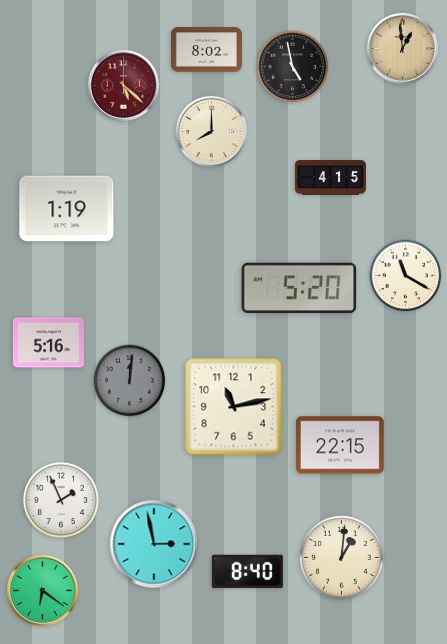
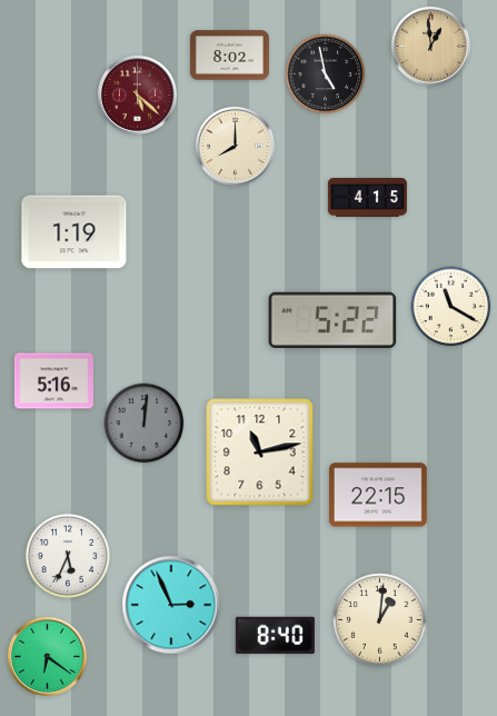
clock at (402, 48) position: (402, 48) -> (430, 46)
clock at (299, 288): 5:20 -> 5:22
clock at (60, 499): 1:56 -> 5:34
clock at (154, 544): 2:58 -> 2:56
